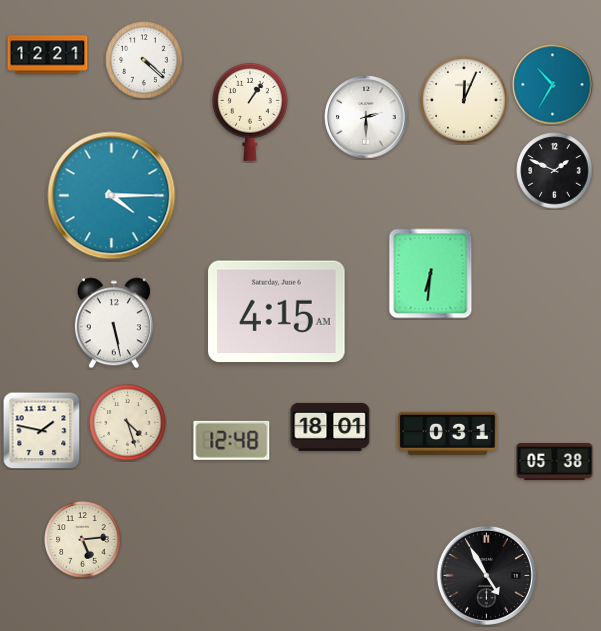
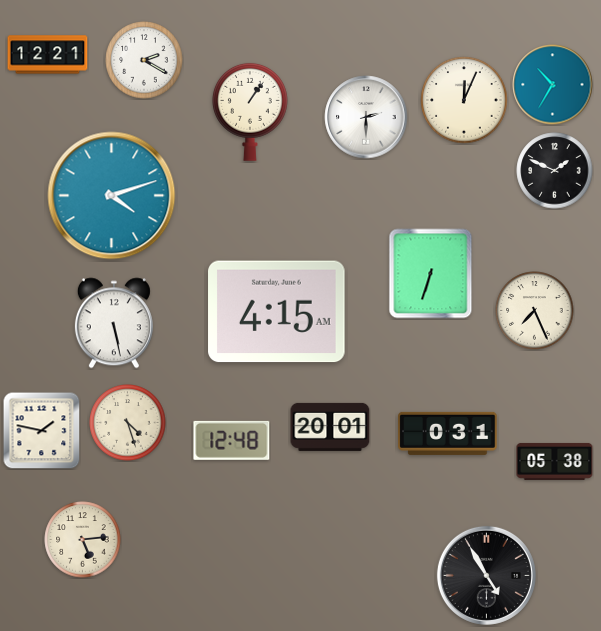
clock at (144, 60): 4:22 -> 2:20
clock at (112, 196): 4:15 -> 4:12
clock at (431, 274): 6:31 -> 6:33
clock at (535, 311): none -> 7:26
clock at (330, 427): 18:01 -> 20:01
